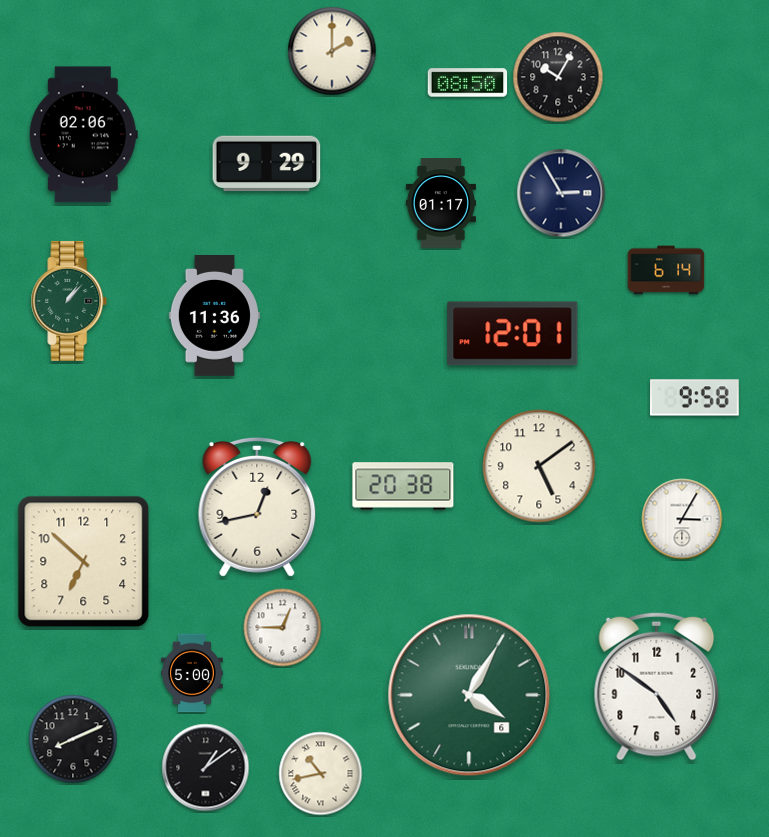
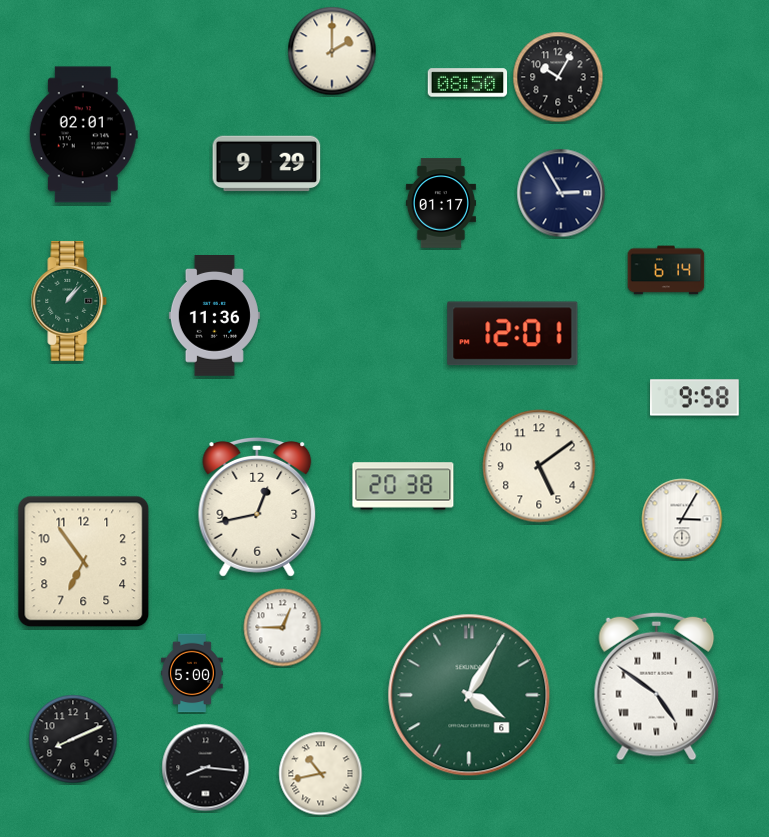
clock at (83, 135): 02:06 -> 02:01
clock at (84, 562): 6:52 -> 6:54
clock at (657, 686) numerals: Arabic -> Roman
clock at (206, 768): 1:09 -> 8:16
